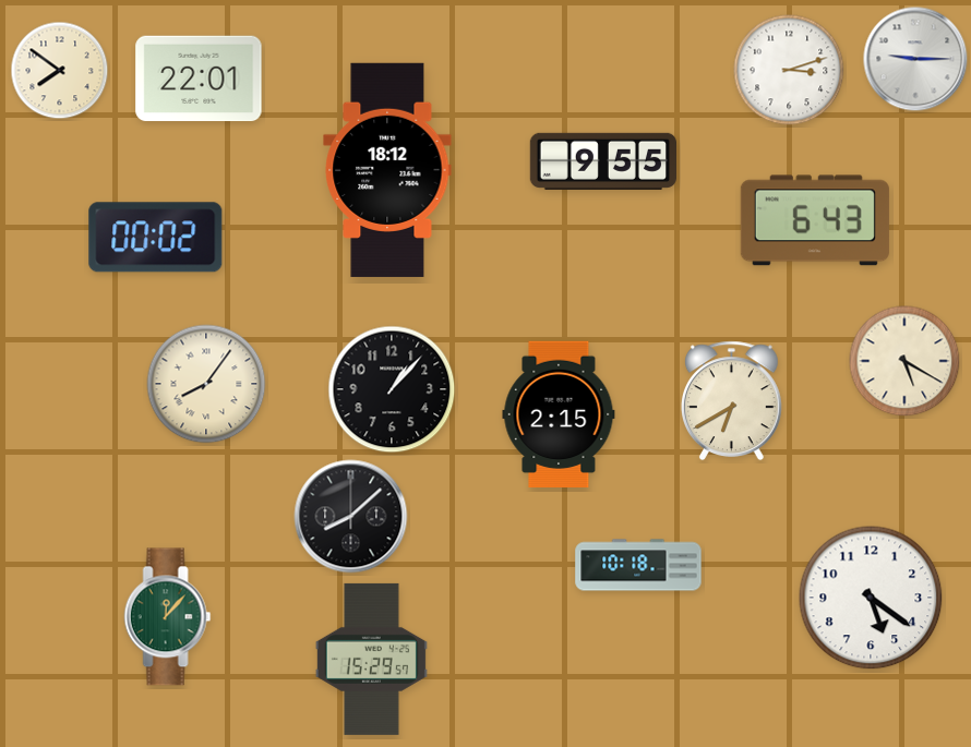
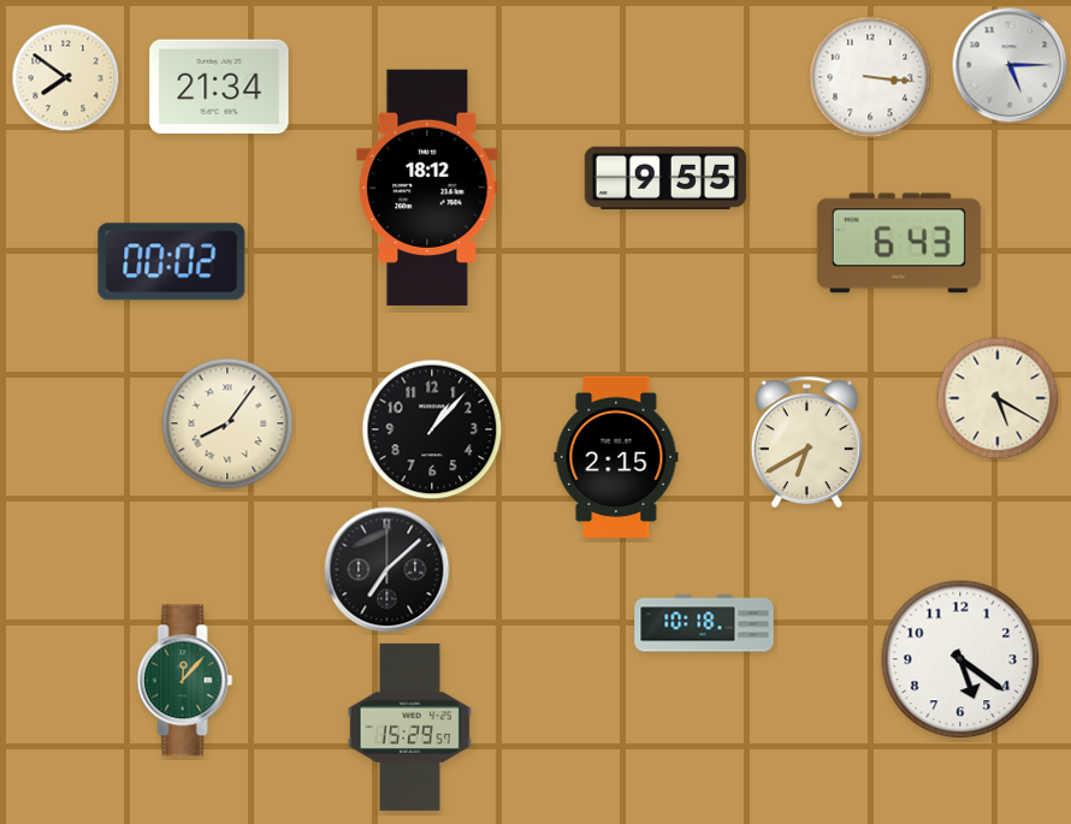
clock at (915, 59): 9:15 -> 5:15
clock at (789, 70): 3:12 -> 3:16
clock at (199, 79): 22:01 -> 21:34
clock at (351, 517): 8:08 -> 7:08
